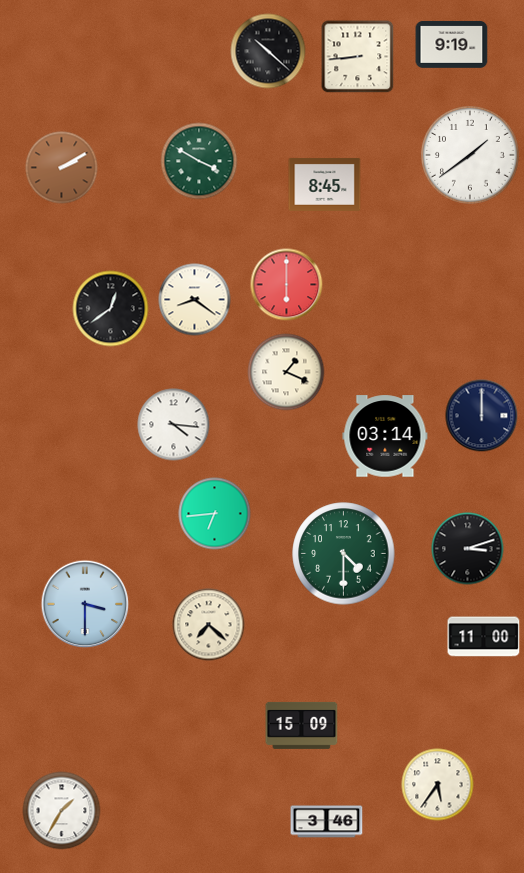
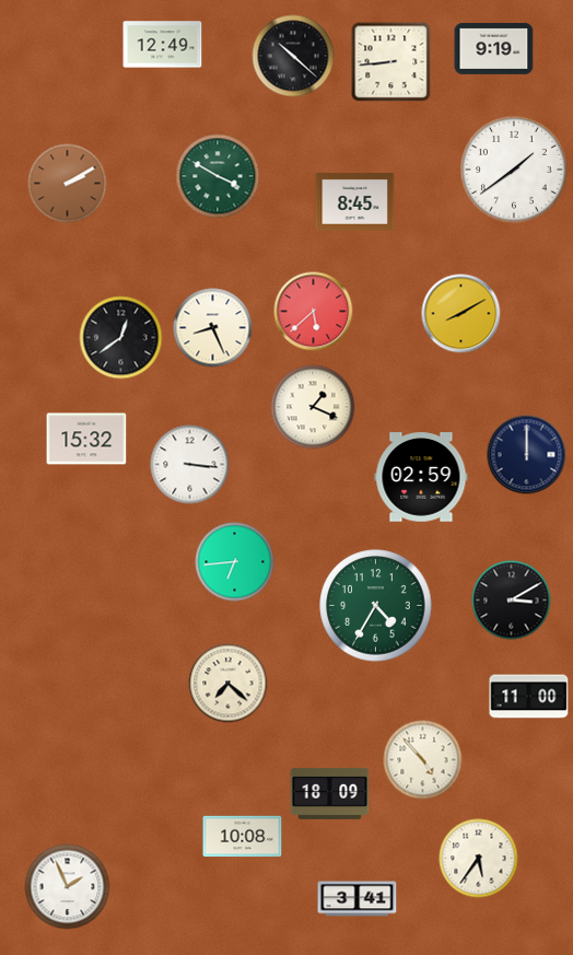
clock at (163, 45): none -> 12:49
clock at (287, 285): 6:00 -> 5:38
clock at (461, 314): none -> 8:10
clock at (195, 300): 8:21 -> 8:26
clock at (86, 439): none -> 15:32
clock at (174, 425): 4:16 -> 3:16
clock at (385, 436): 03:14 -> 02:59
clock at (468, 549): 3:12 -> 3:10
clock at (344, 554): 4:30 -> 4:35
clock at (85, 604): 3:30 -> none
clock at (423, 760): none -> 4:53
clock at (302, 725): 15:09 -> 18:09
clock at (243, 837): none -> 10:08
clock at (62, 811): 1:35 -> 1:56
clock at (327, 822): 3:46 -> 3:41
